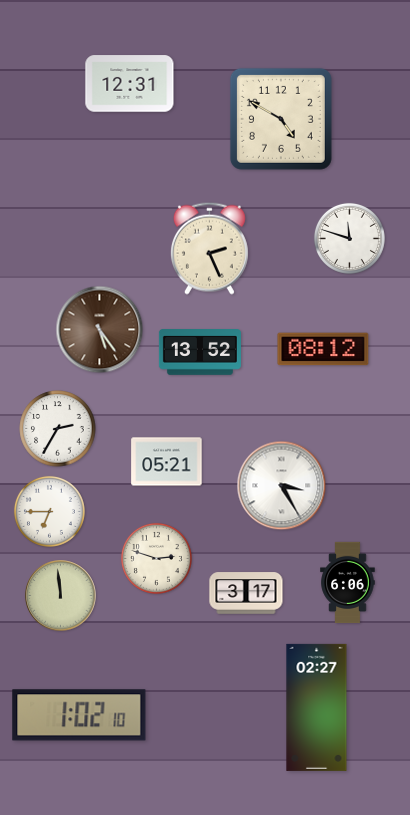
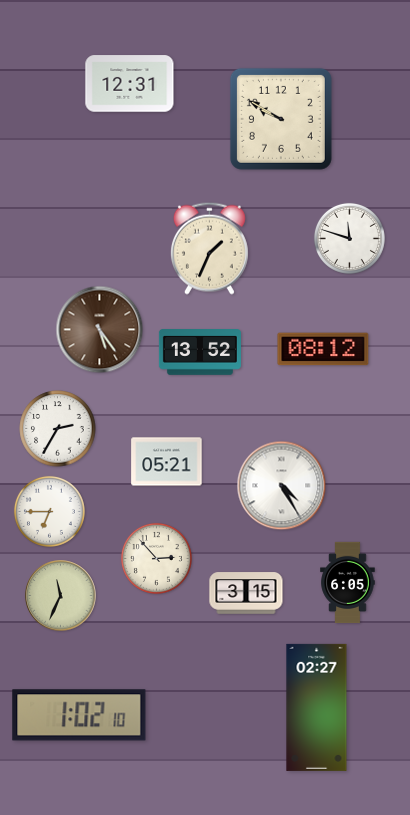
clock at (281, 119): 4:50 -> 9:50
clock at (209, 248): 2:26 -> 1:34
clock at (282, 486): 3:25 -> 4:25
clock at (156, 558): 2:48 -> 2:53
clock at (348, 582): 6:06 -> 6:05
clock at (246, 593): 3:17 -> 3:15
clock at (61, 596): 11:59 -> 11:34
